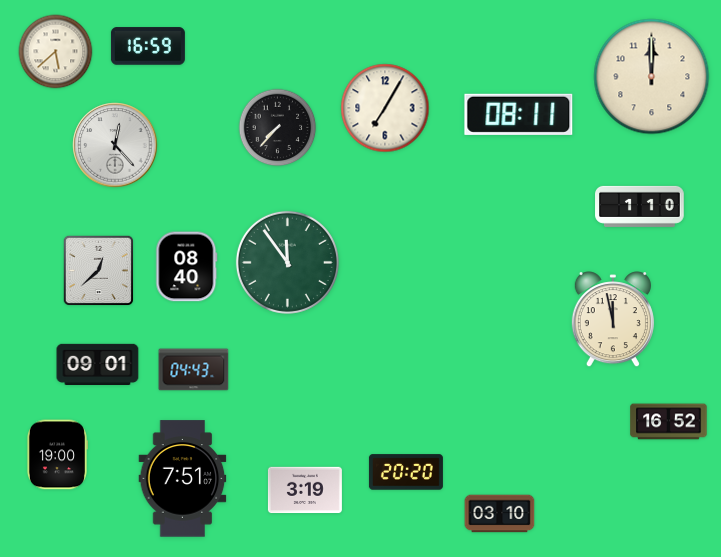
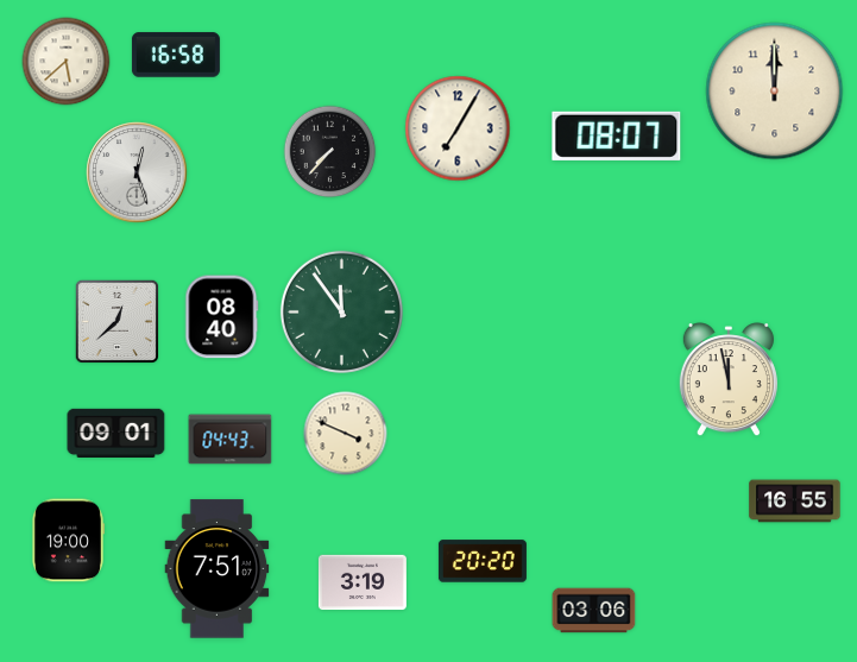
clock at (148, 46): 16:59 -> 16:58
clock at (519, 114): 08:11 -> 08:07
clock at (115, 145): 12:23 -> 12:27
clock at (640, 206): 1:10 -> none
clock at (346, 434): none -> 3:49
clock at (669, 422): 16:52 -> 16:55
clock at (500, 514): 03:10 -> 03:06
